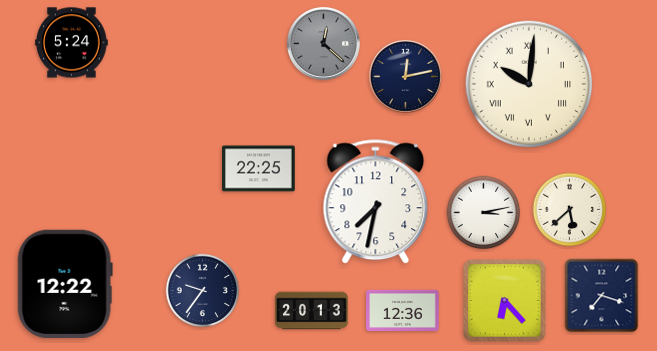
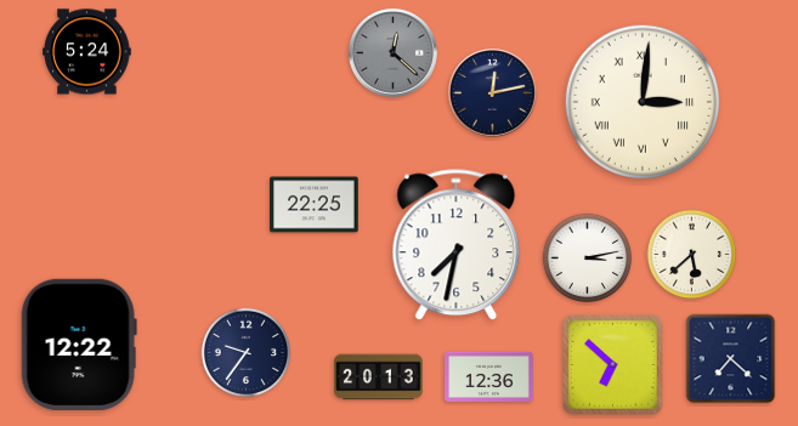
clock at (528, 83): 10:01 -> 3:01
clock at (602, 296): 7:18 -> 7:22
clock at (505, 301): 6:23 -> 6:52
